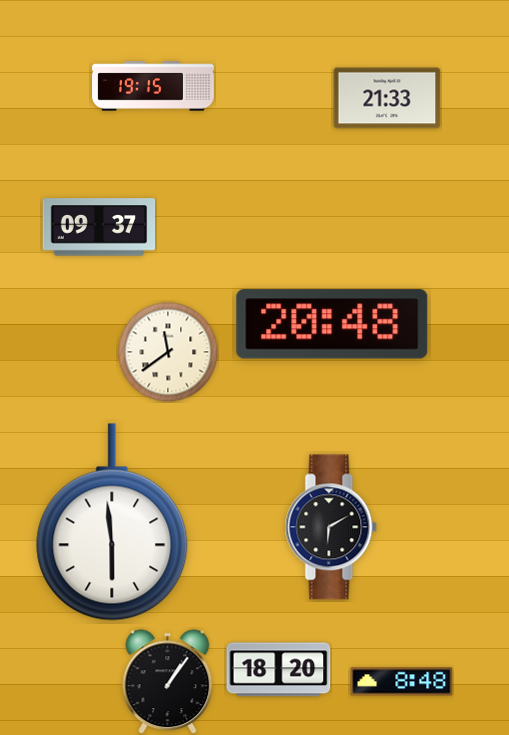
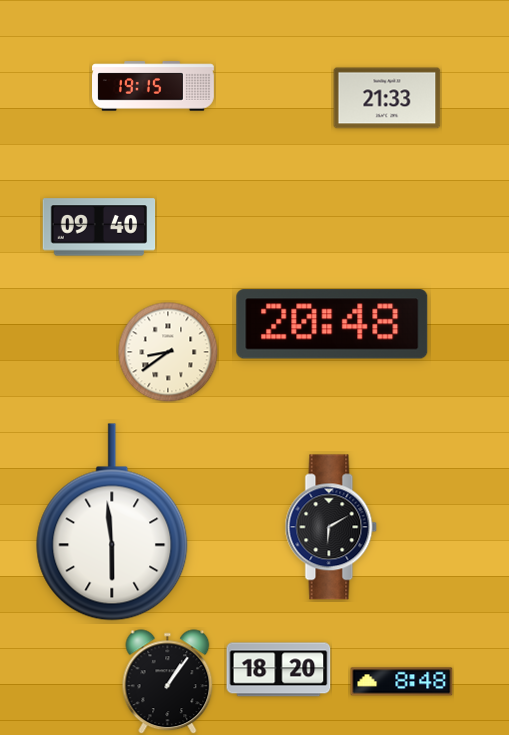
clock at (99, 227): 09:37 -> 09:40
clock at (168, 352): 11:39 -> 8:39
